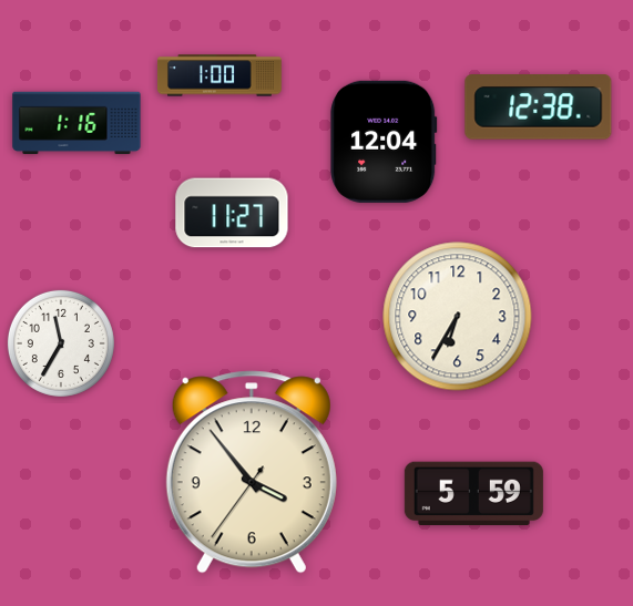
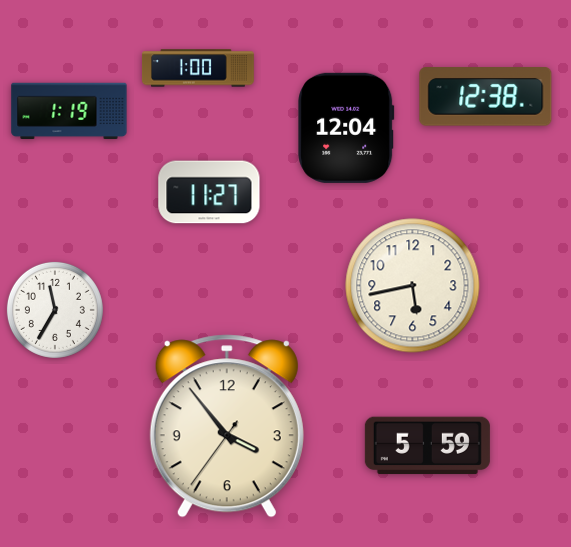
clock at (76, 123): 1:16 -> 1:19
clock at (458, 317): 6:35 -> 5:43
